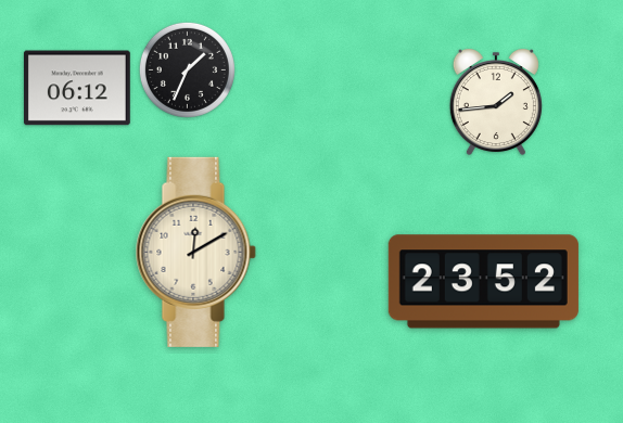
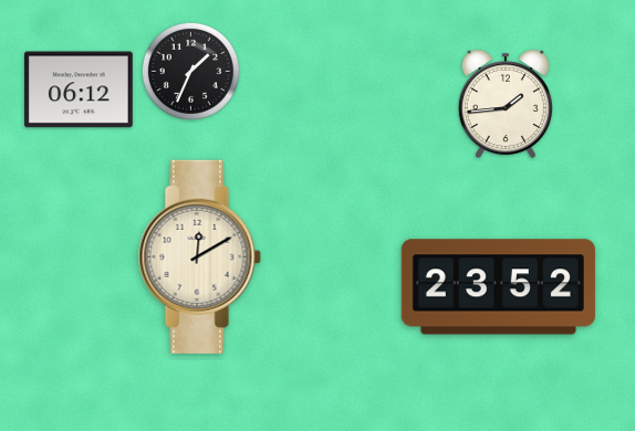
clock at (483, 282) position: (483, 282) -> (498, 287)
